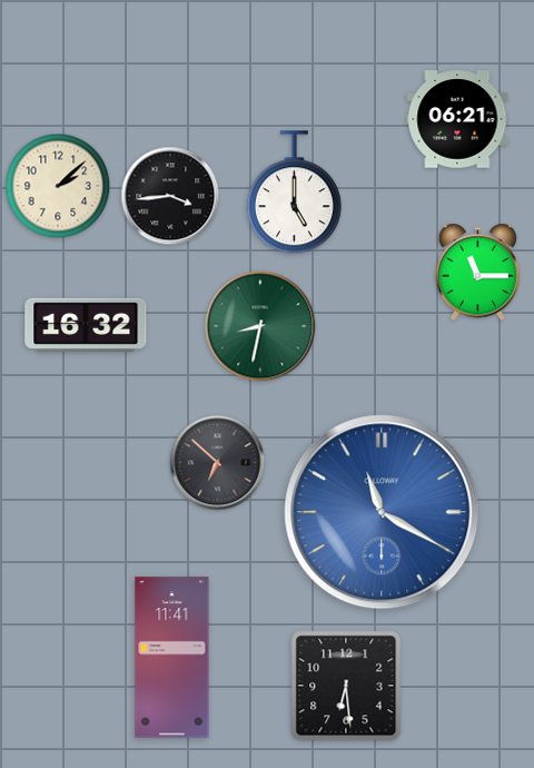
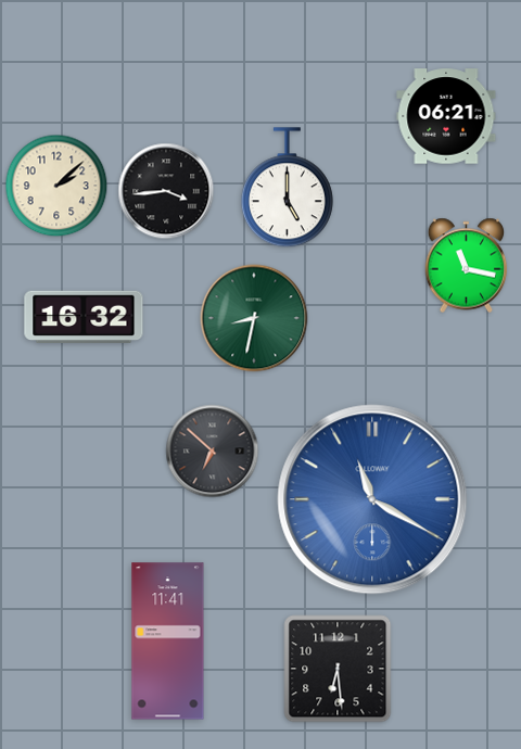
clock at (58, 186) position: (58, 186) -> (56, 186)
clock at (478, 273): 11:15 -> 11:17
